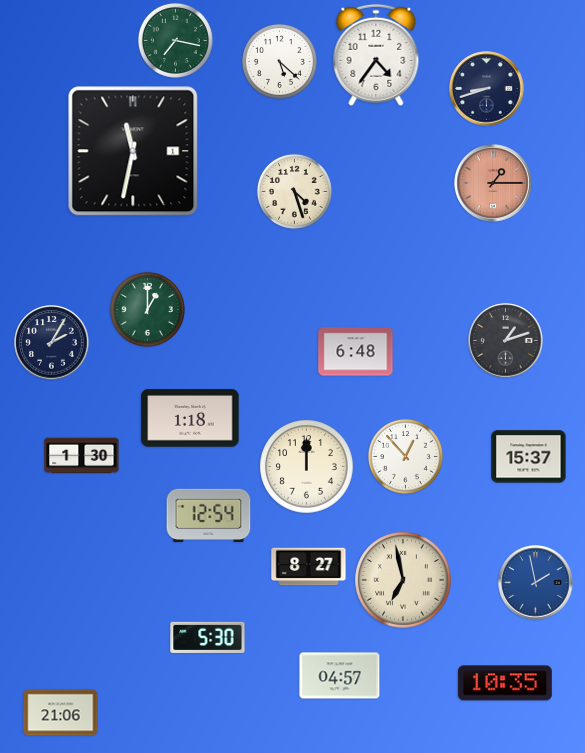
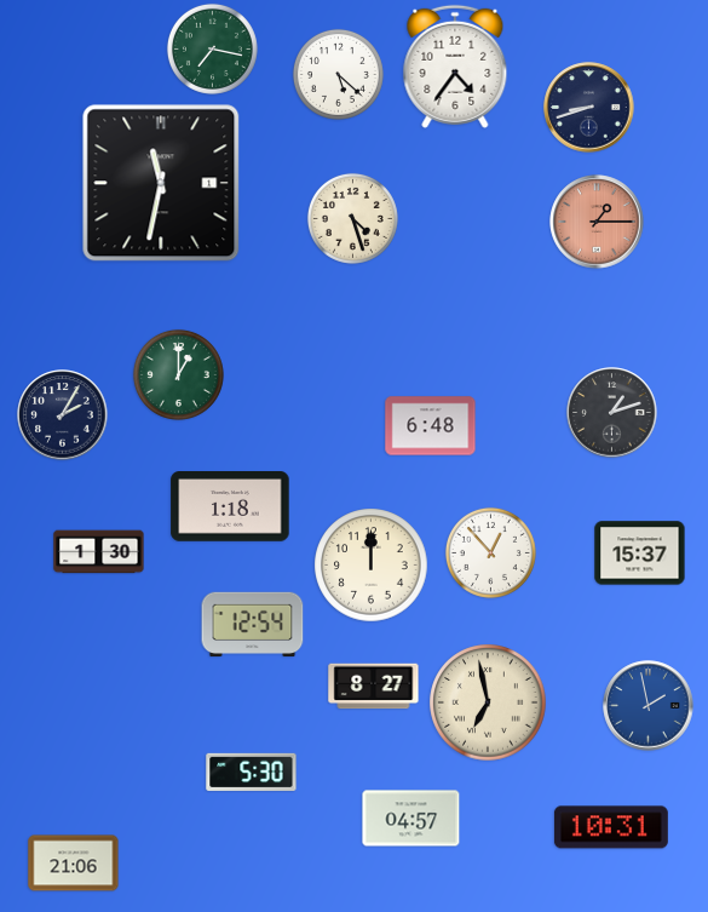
clock at (294, 191) position: (294, 191) -> (352, 218)
clock at (505, 683): 10:35 -> 10:31
